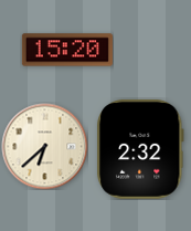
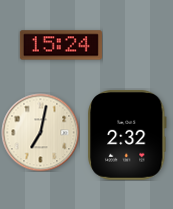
clock at (67, 50): 15:20 -> 15:24
clock at (44, 146): 6:38 -> 7:02
